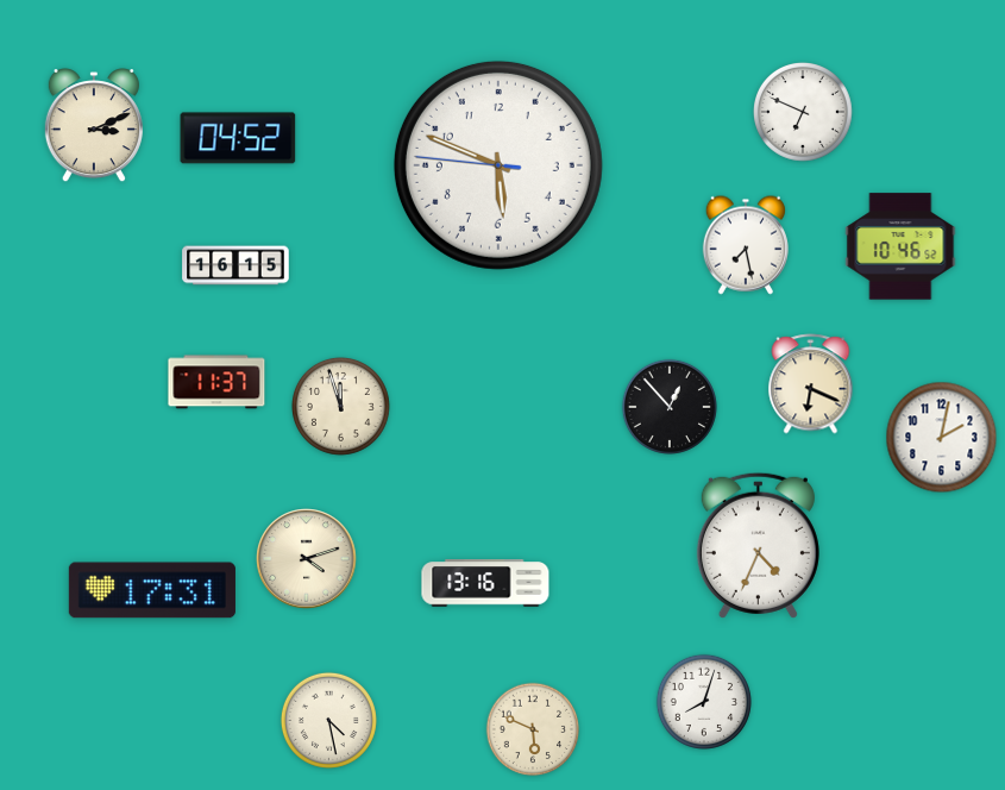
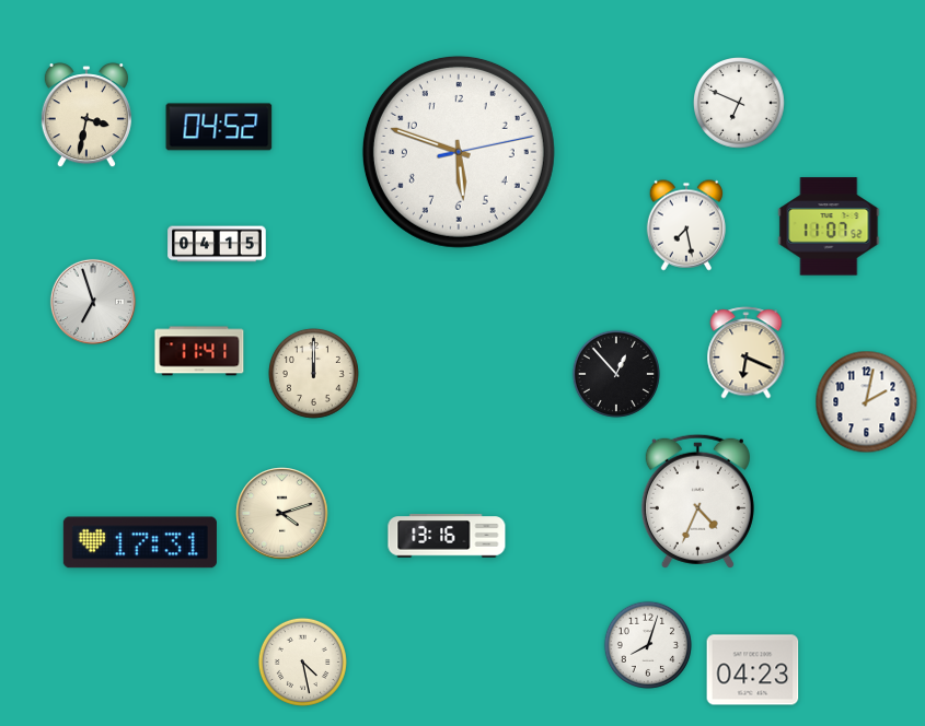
clock at (94, 126): 3:11 -> 3:32
clock at (498, 165): 5:48:46 -> 5:48:13
clock at (900, 246): 10:46 -> 11:07
clock at (235, 265): 16:15 -> 04:15
clock at (93, 302): none -> 6:57
clock at (216, 382): 11:37 -> 11:41
clock at (340, 406): 11:57 -> 12:00
clock at (533, 729): 5:49 -> none
clock at (753, 670): none -> 04:23
